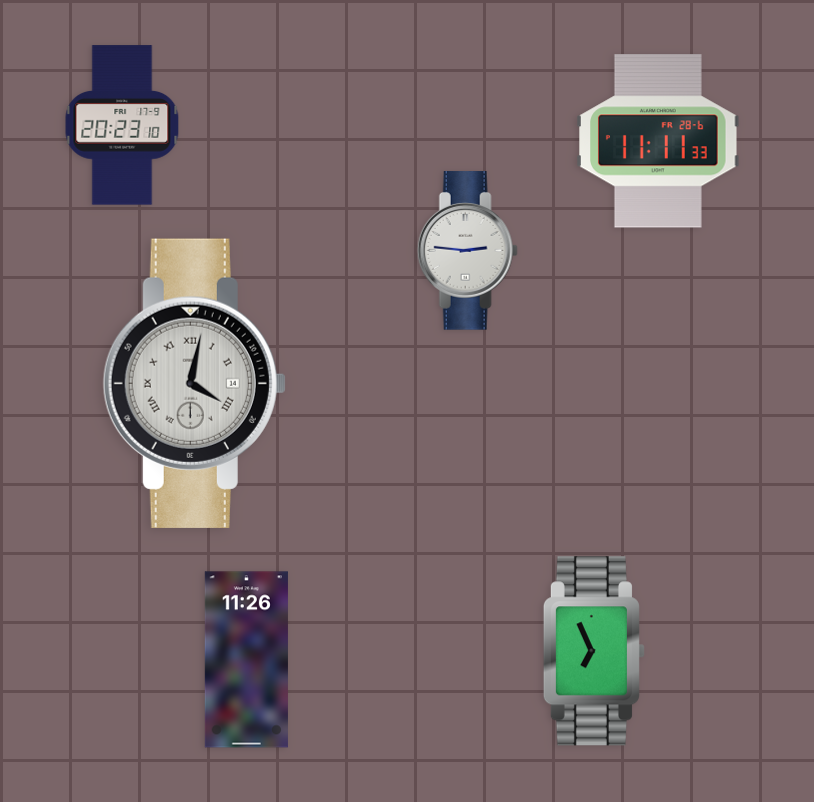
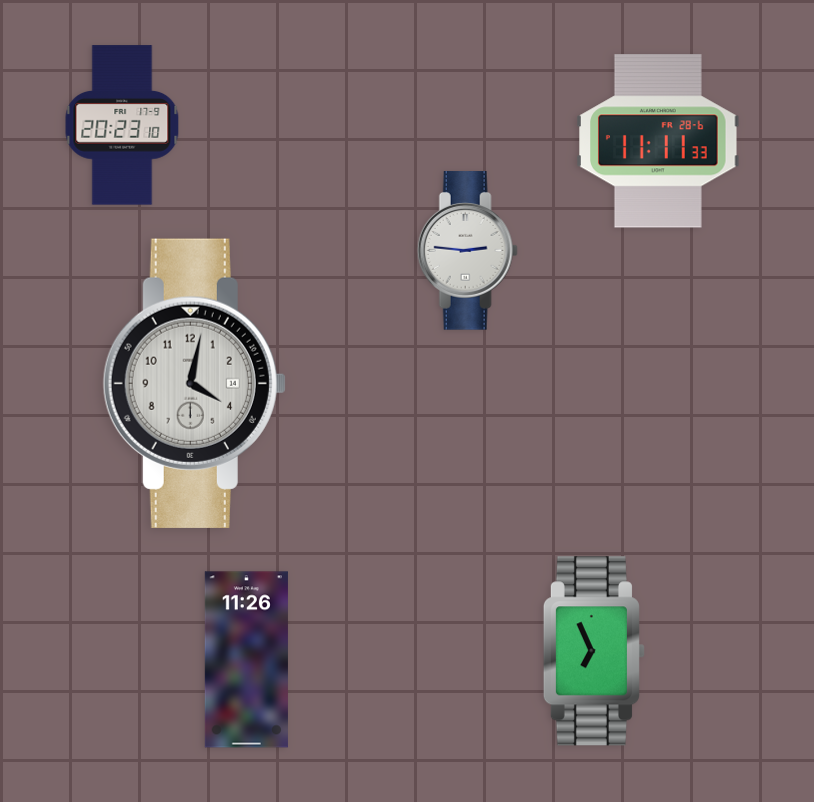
clock at (194, 383) numerals: Roman -> Arabic
